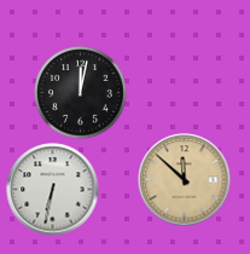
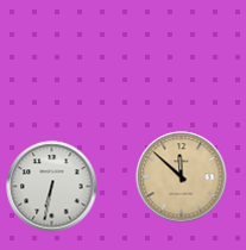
clock at (81, 93): 12:02 -> none
